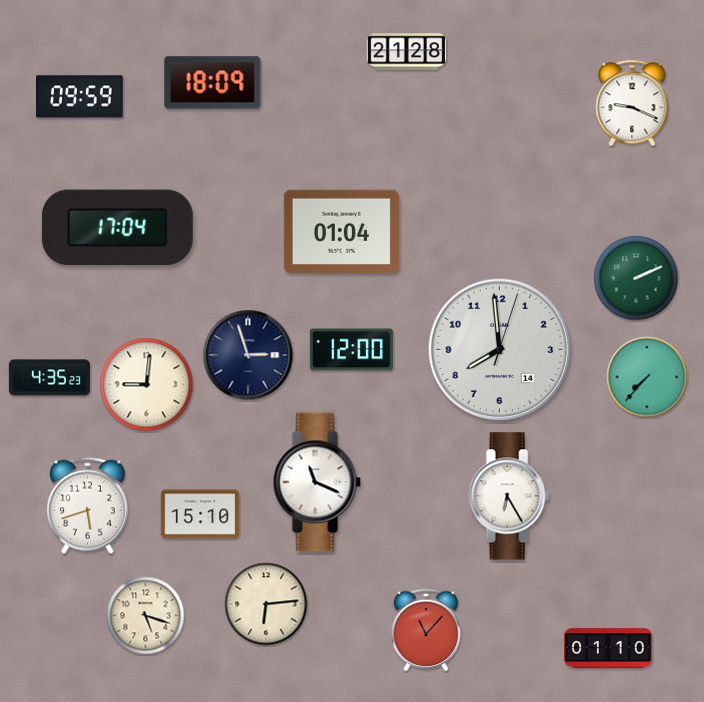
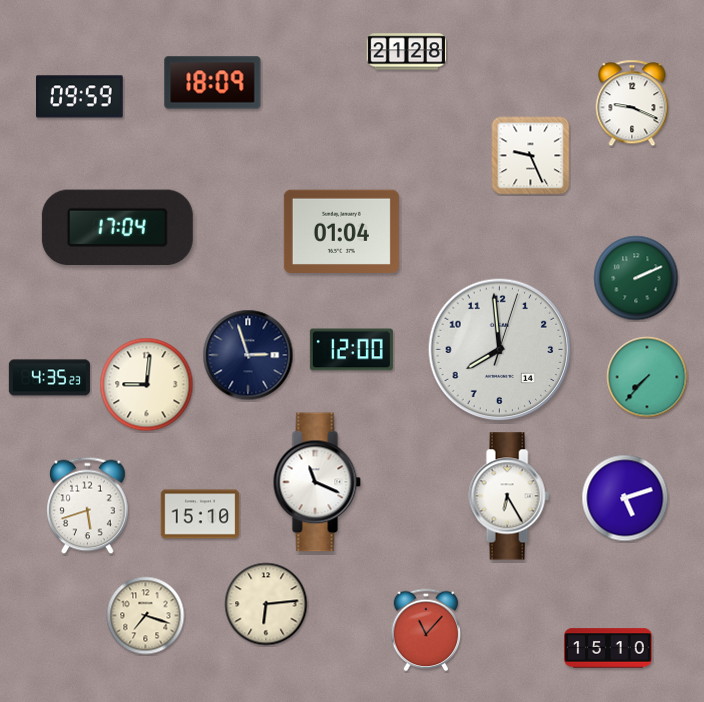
clock at (531, 156): none -> 9:26
clock at (625, 498): none -> 5:12
clock at (146, 616): 5:18 -> 7:18
clock at (608, 648): 01:10 -> 15:10
